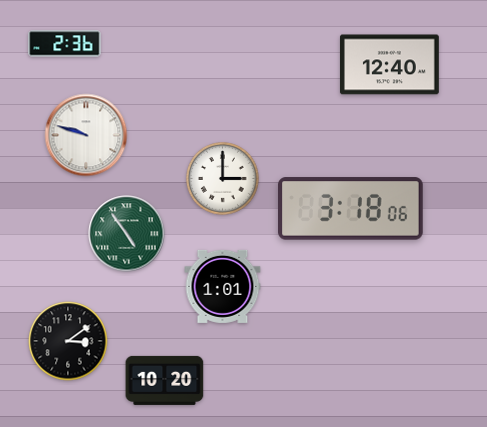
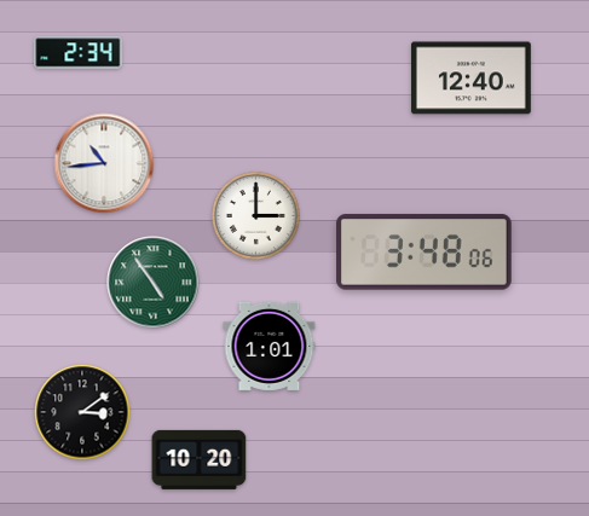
clock at (65, 44): 2:36 -> 2:34
clock at (86, 135): 9:48 -> 10:44
clock at (223, 179) position: (223, 179) -> (256, 216)
clock at (351, 209): 3:18 -> 3:48
